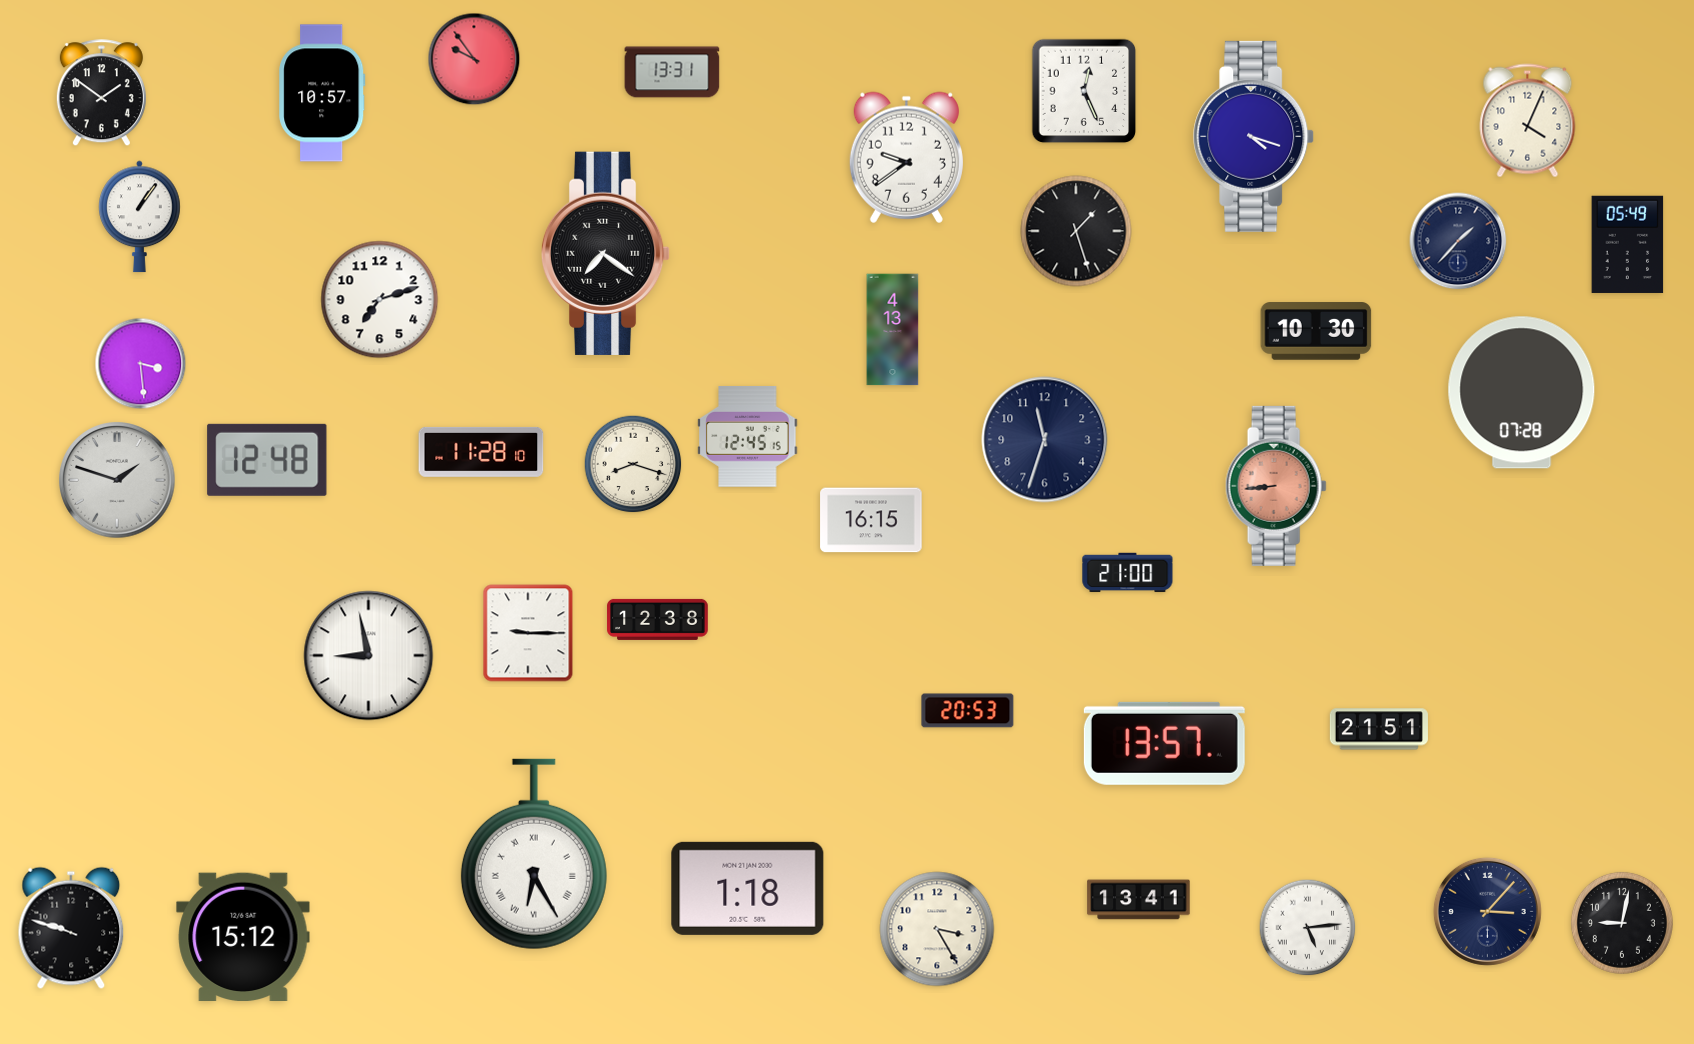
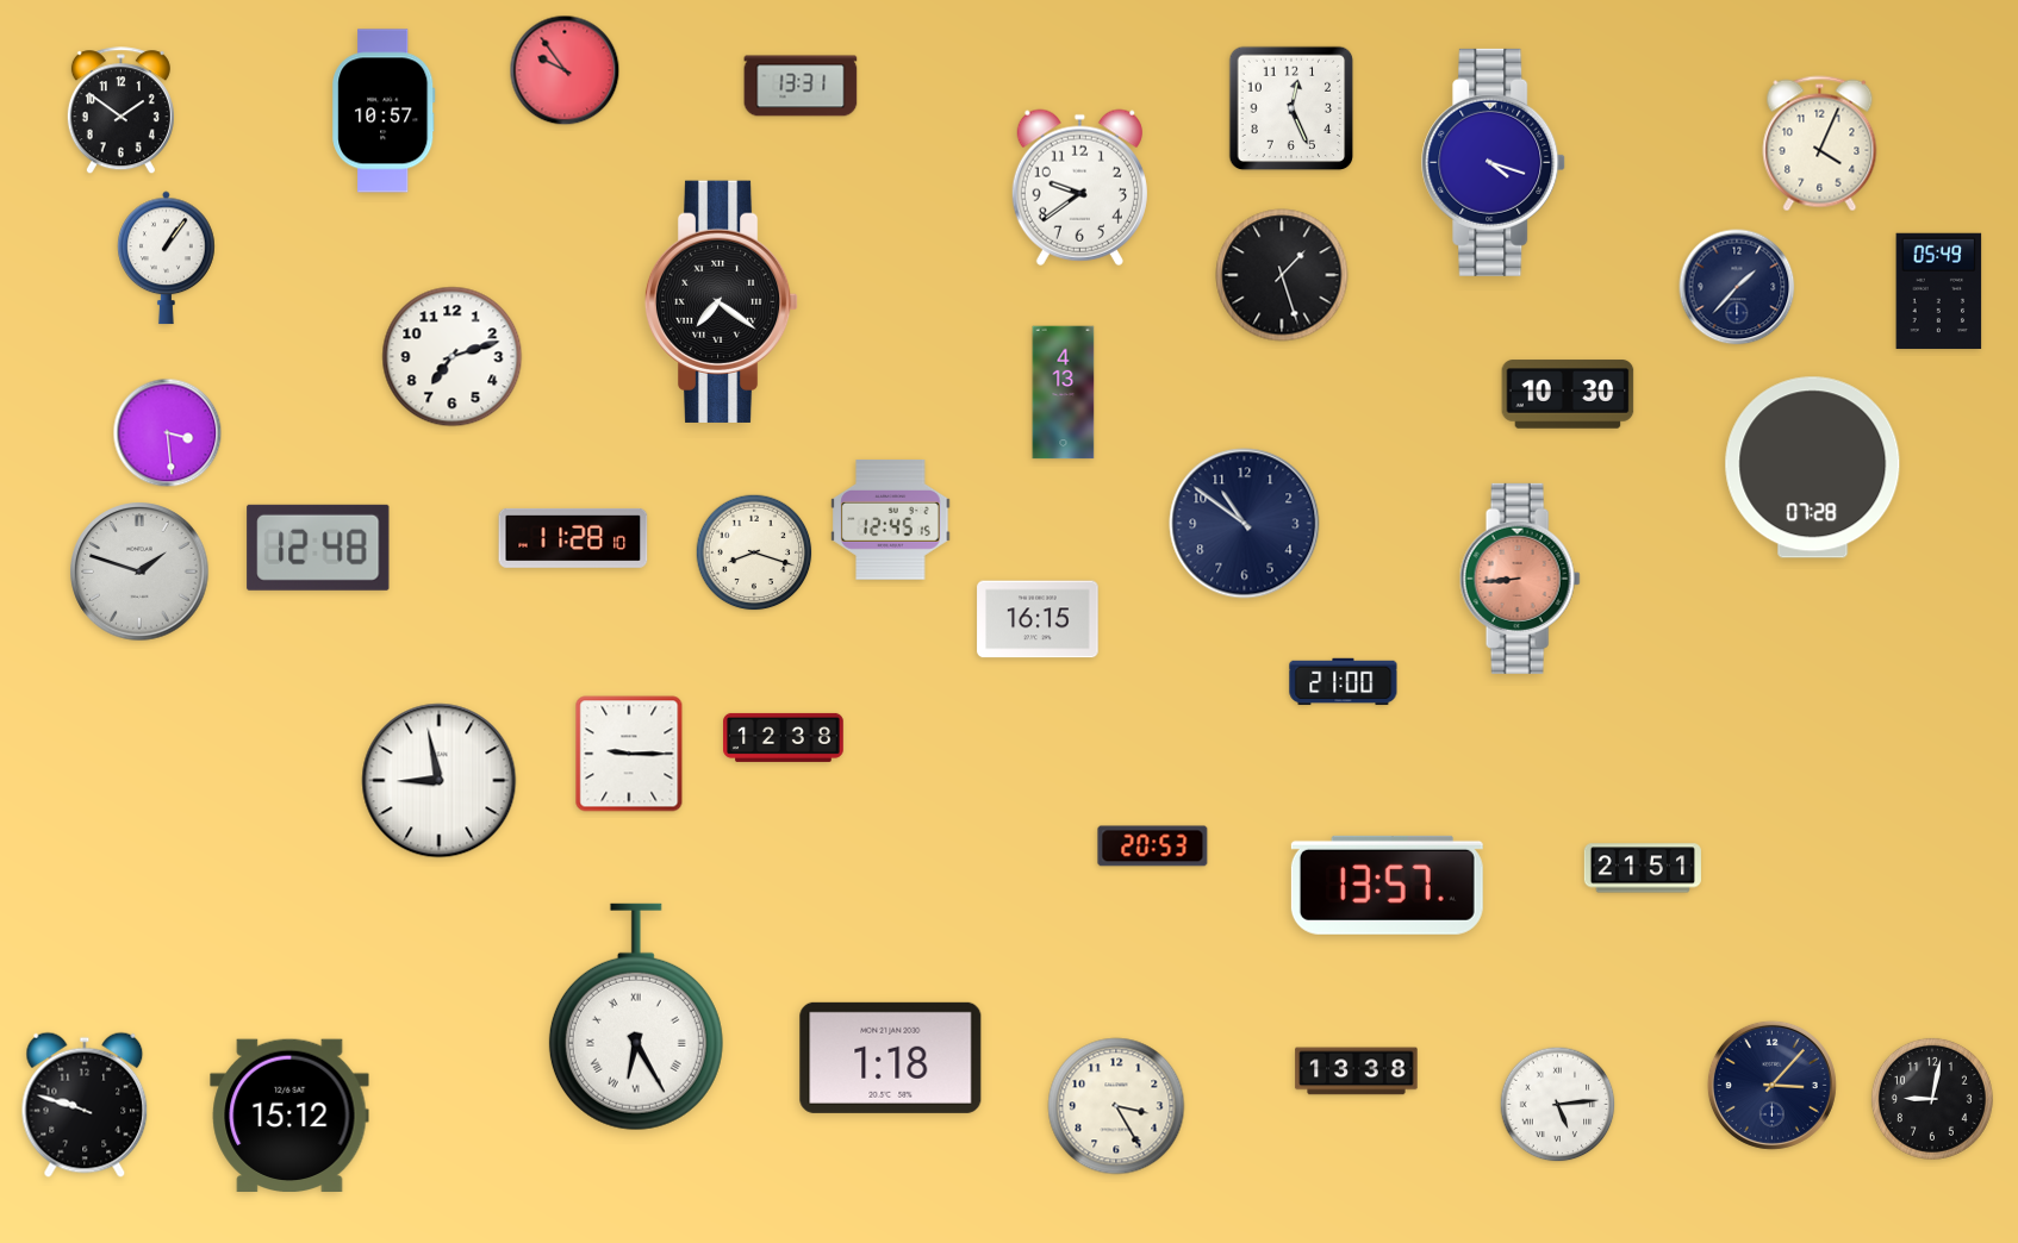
clock at (1045, 440): 11:33 -> 10:51
clock at (1139, 900): 13:41 -> 13:38
